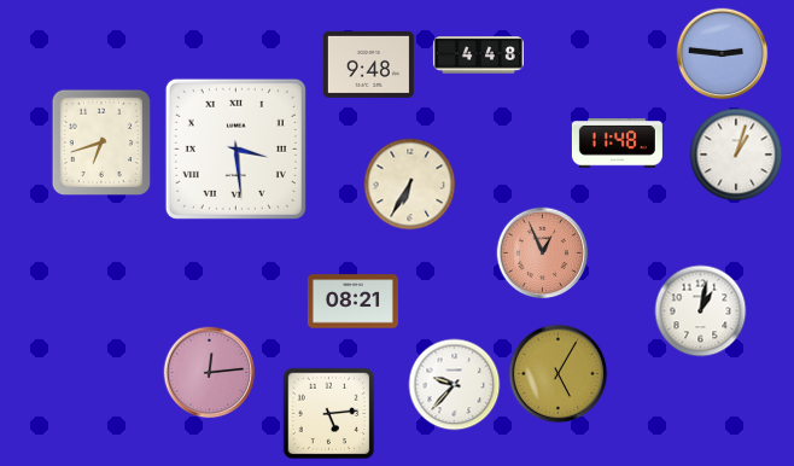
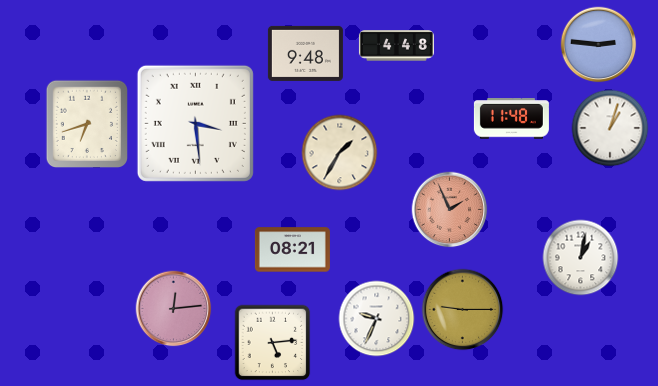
clock at (100, 141) position: (100, 141) -> (86, 123)
clock at (410, 185): 6:35 -> 1:35
clock at (543, 254): 12:56 -> 1:56
clock at (559, 374): 5:05 -> 9:15
clock at (455, 385): 9:37 -> 9:34
